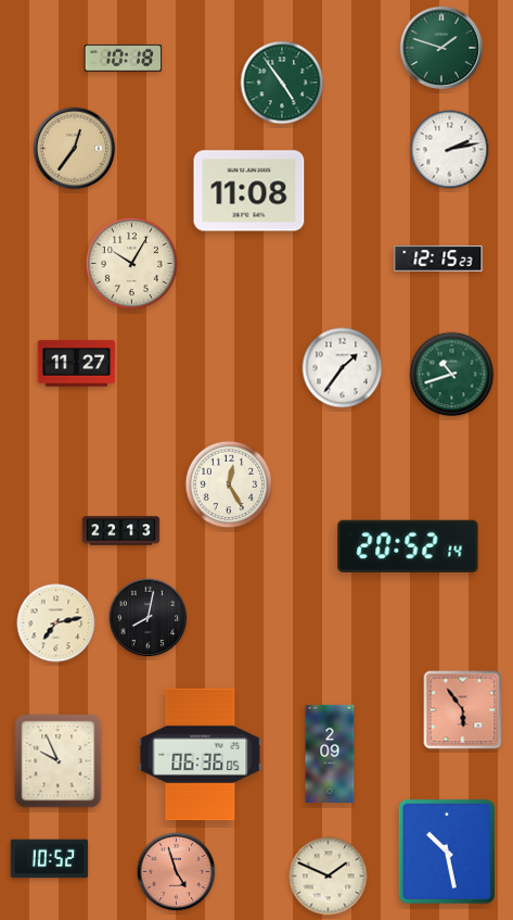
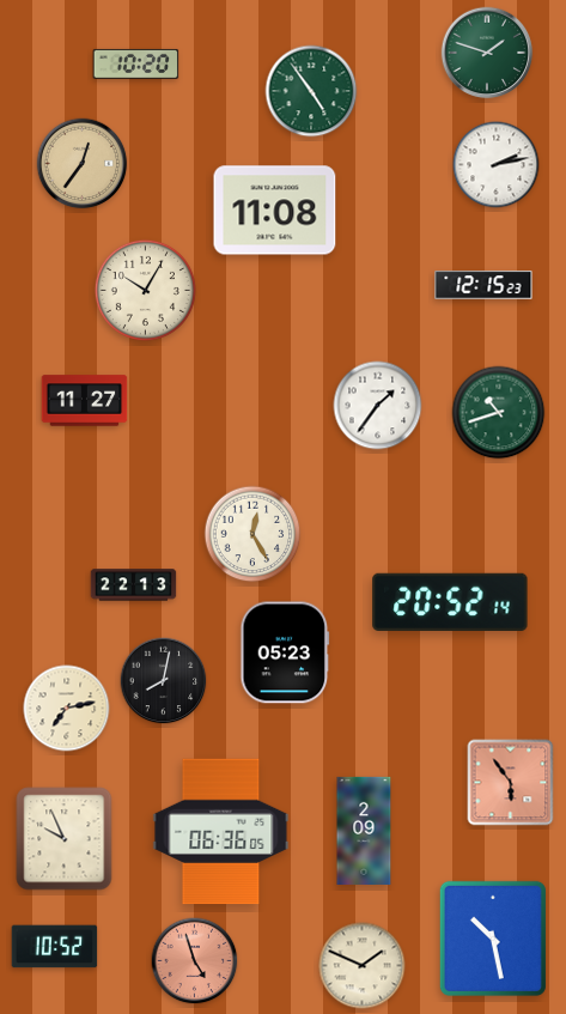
clock at (124, 58): 10:18 -> 10:20
clock at (285, 652): none -> 05:23
clock at (56, 623) position: (56, 623) -> (67, 709)
